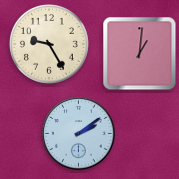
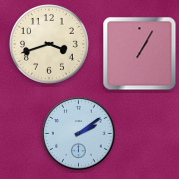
clock at (50, 45): 9:25 -> 3:42
clock at (140, 54): 1:01 -> 1:05
